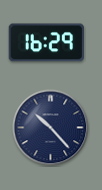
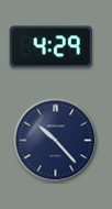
clock at (47, 43): 16:29 -> 4:29
